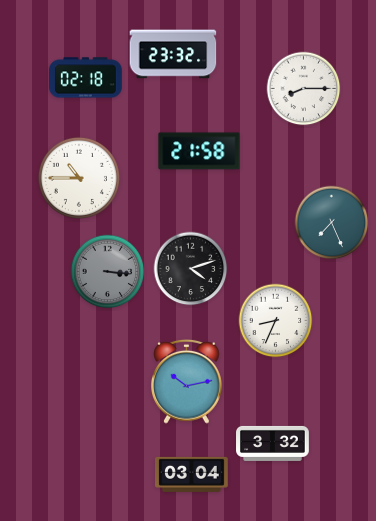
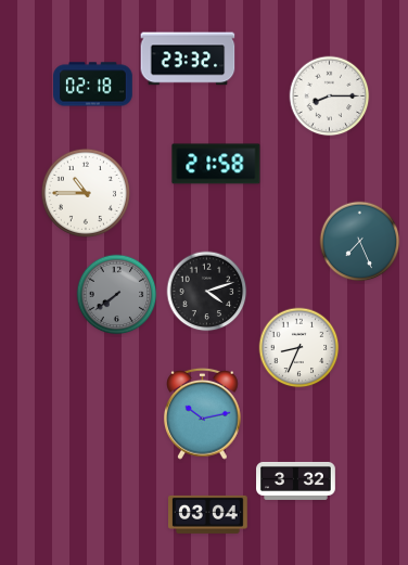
clock at (108, 272): 3:16 -> 7:39
